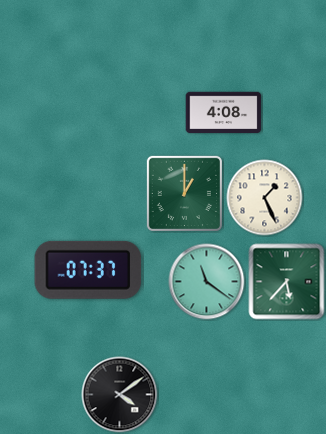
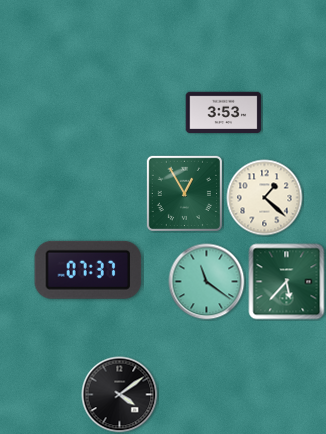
clock at (224, 113): 4:08 -> 3:53
clock at (184, 193): 1:00 -> 12:55
clock at (265, 198): 1:26 -> 1:22
